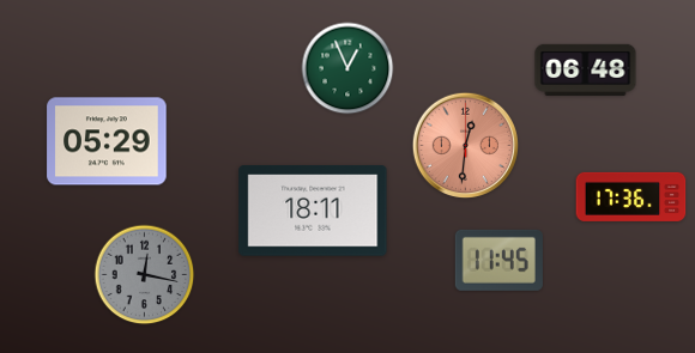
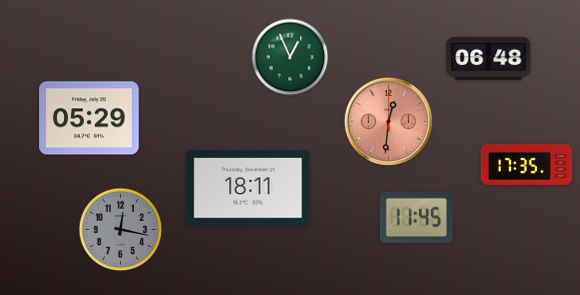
clock at (631, 196): 17:36 -> 17:35
clock at (313, 211) position: (313, 211) -> (248, 188)
